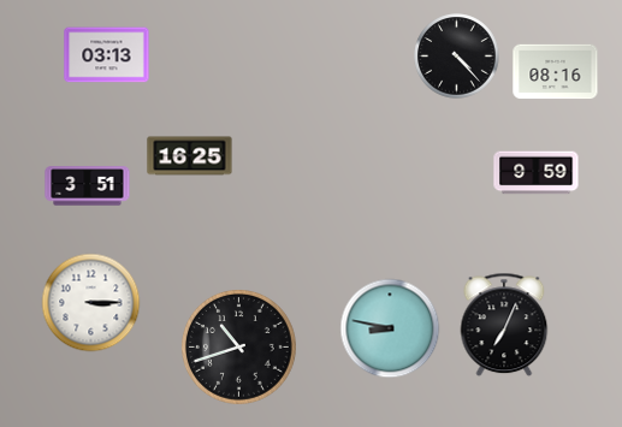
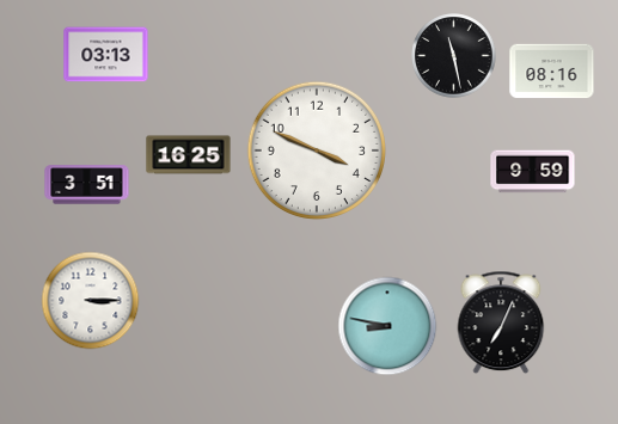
clock at (457, 57): 4:23 -> 11:28
clock at (317, 150): none -> 3:49
clock at (239, 348): 10:42 -> none
